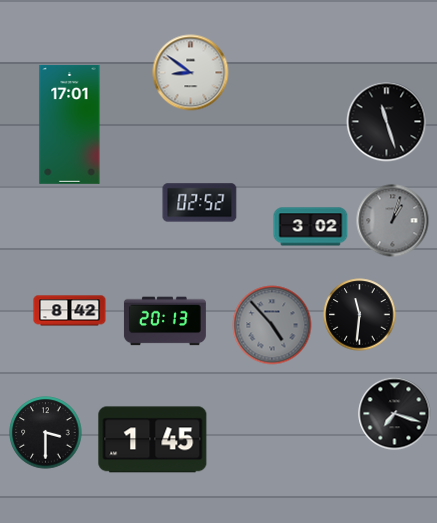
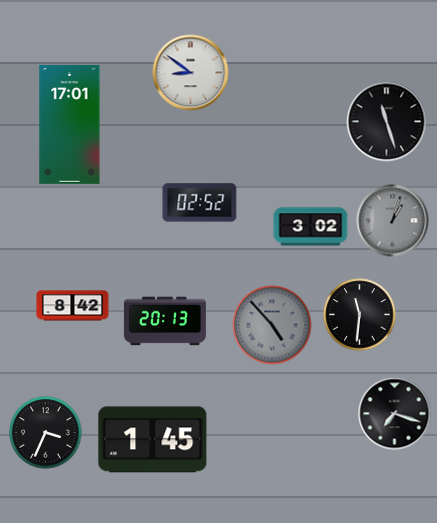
clock at (70, 311) position: (70, 311) -> (73, 306)
clock at (46, 433): 3:30 -> 3:34
